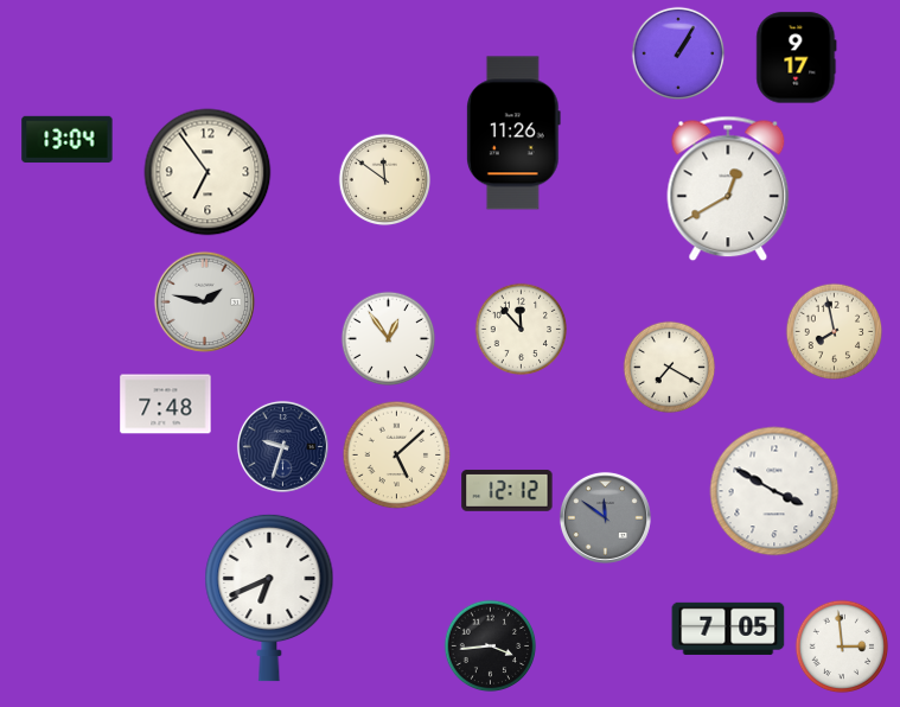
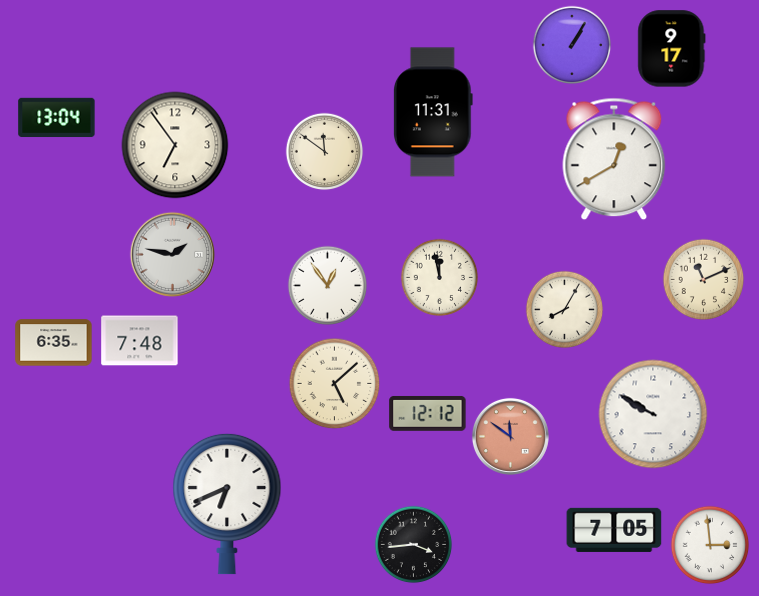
clock at (513, 133): 11:26 -> 11:31
clock at (521, 329): 11:53 -> 11:58
clock at (834, 331): 7:58 -> 11:11
clock at (669, 367): 7:20 -> 8:05
clock at (54, 343): none -> 6:35
clock at (282, 446): 9:33 -> none
clock at (774, 491): 3:50 -> 9:50
clock at (605, 517) dial: grey -> salmon
